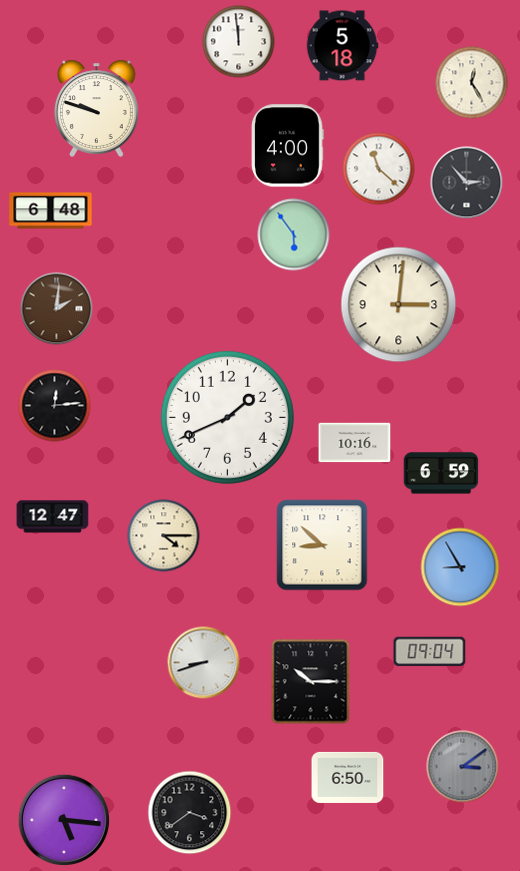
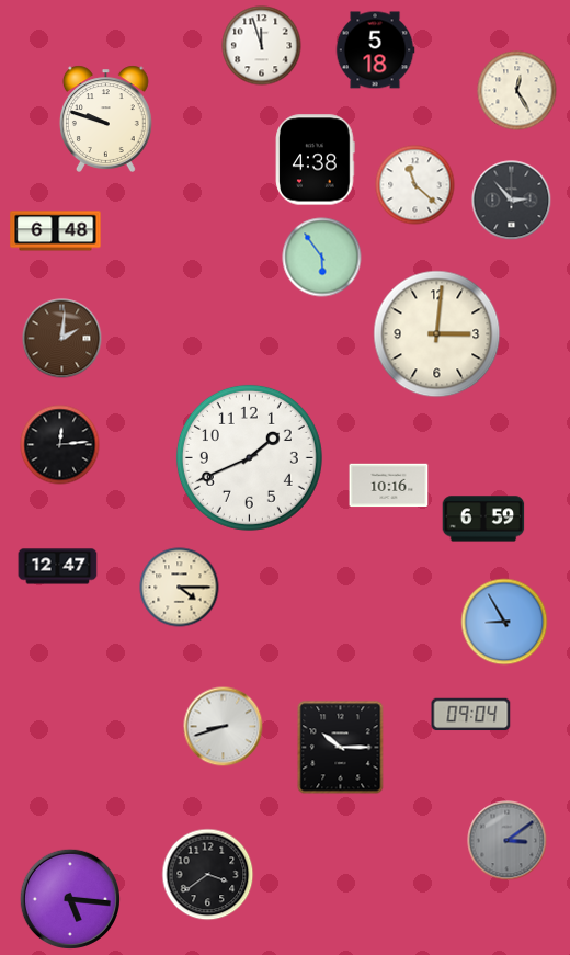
clock at (239, 42): 11:59 -> 11:57
clock at (288, 146): 4:00 -> 4:38
clock at (322, 545): 8:52 -> none
clock at (348, 777): 6:50 -> none
clock at (190, 813) position: (190, 813) -> (208, 875)
